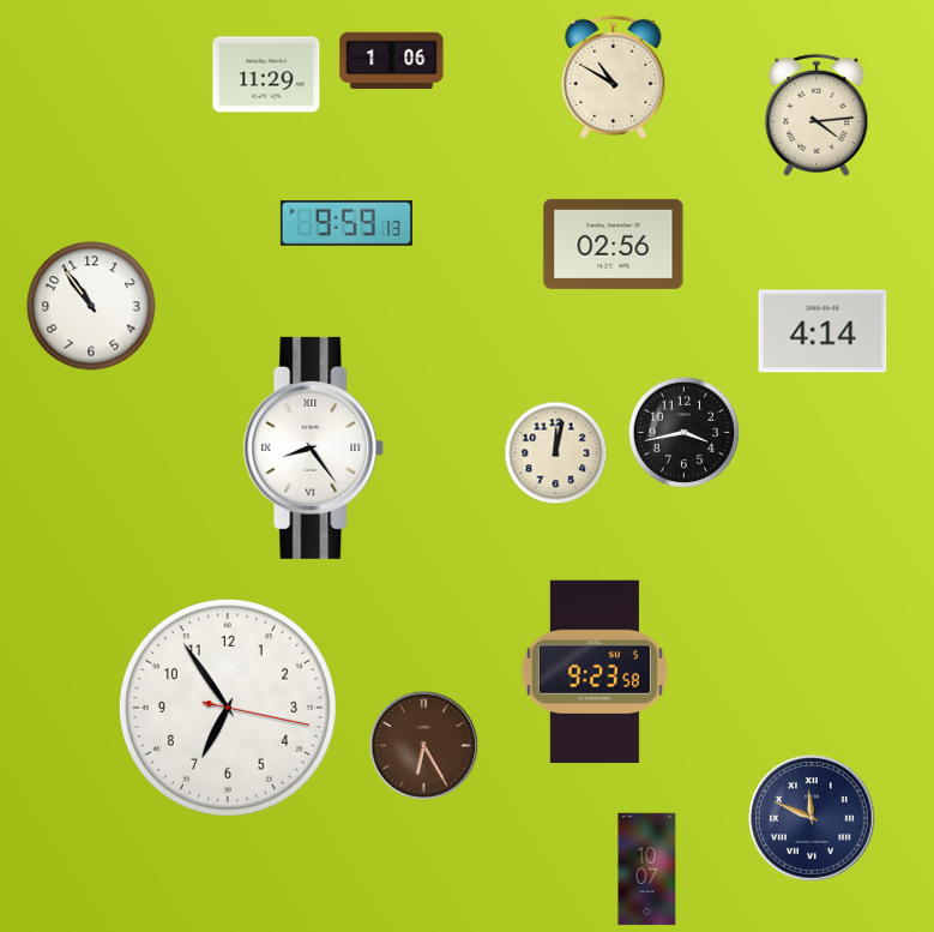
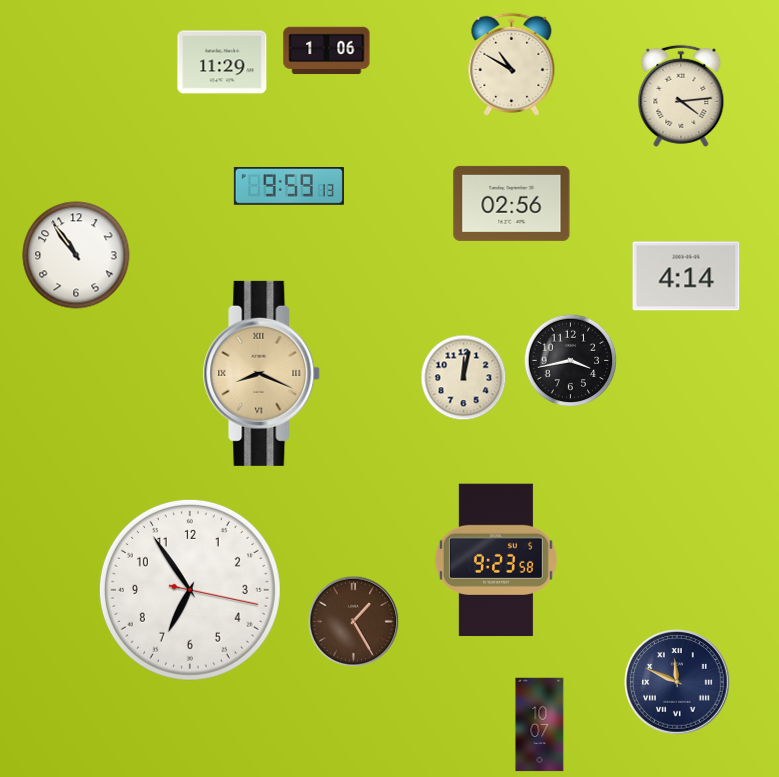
clock at (314, 447): 8:24 -> 8:19
clock at (314, 447) dial: white -> champagne
clock at (424, 746): 6:25 -> 1:25
